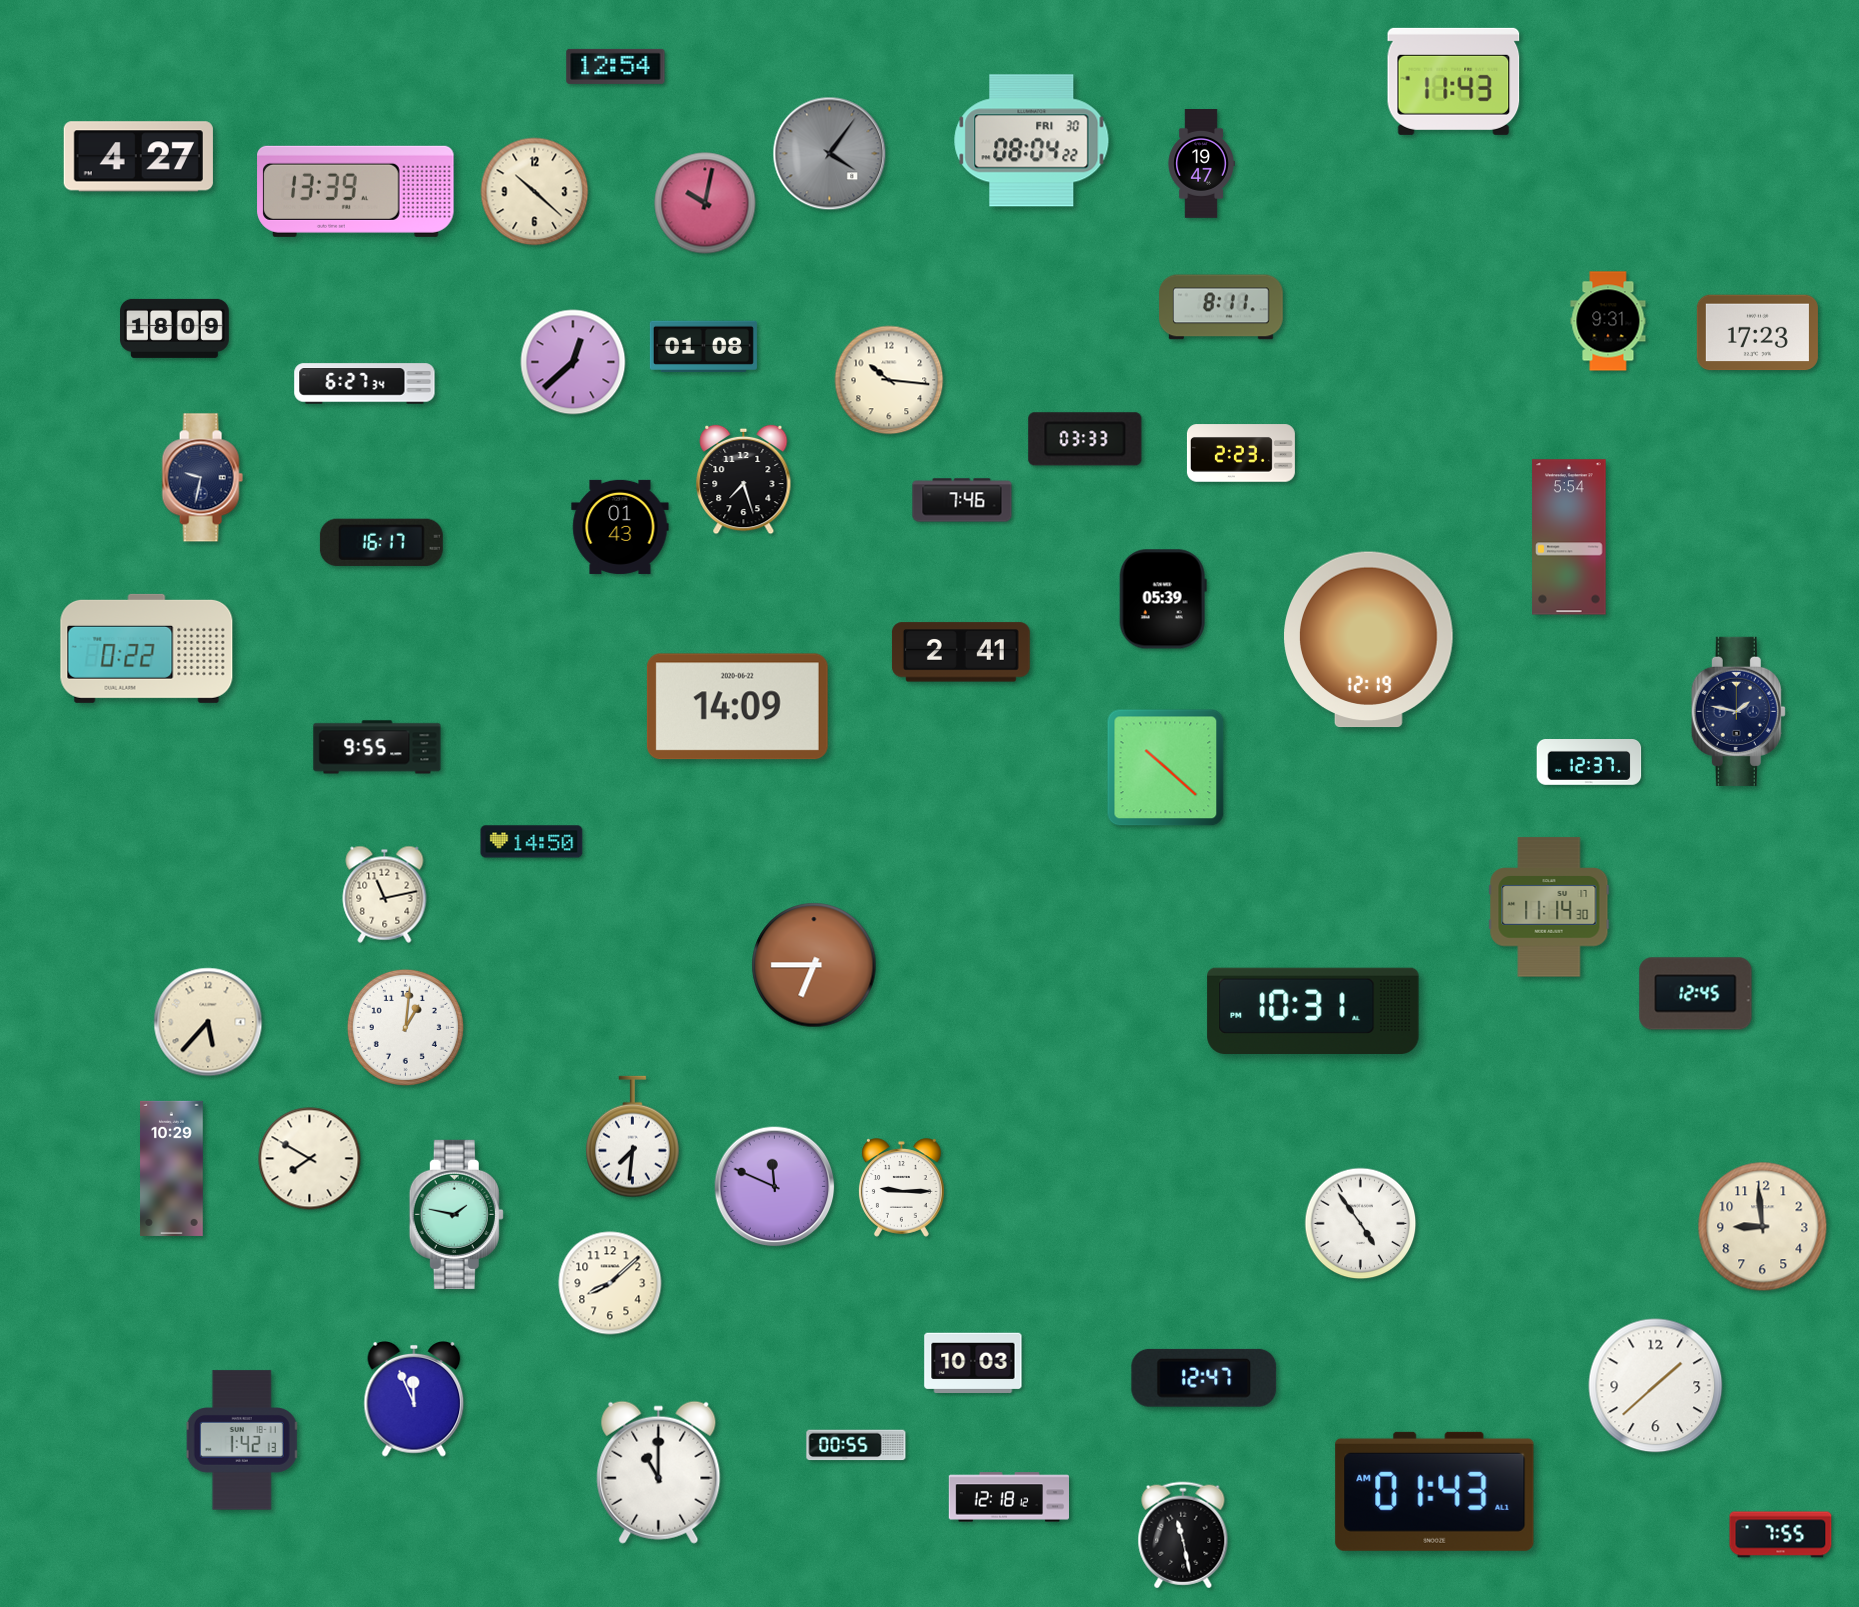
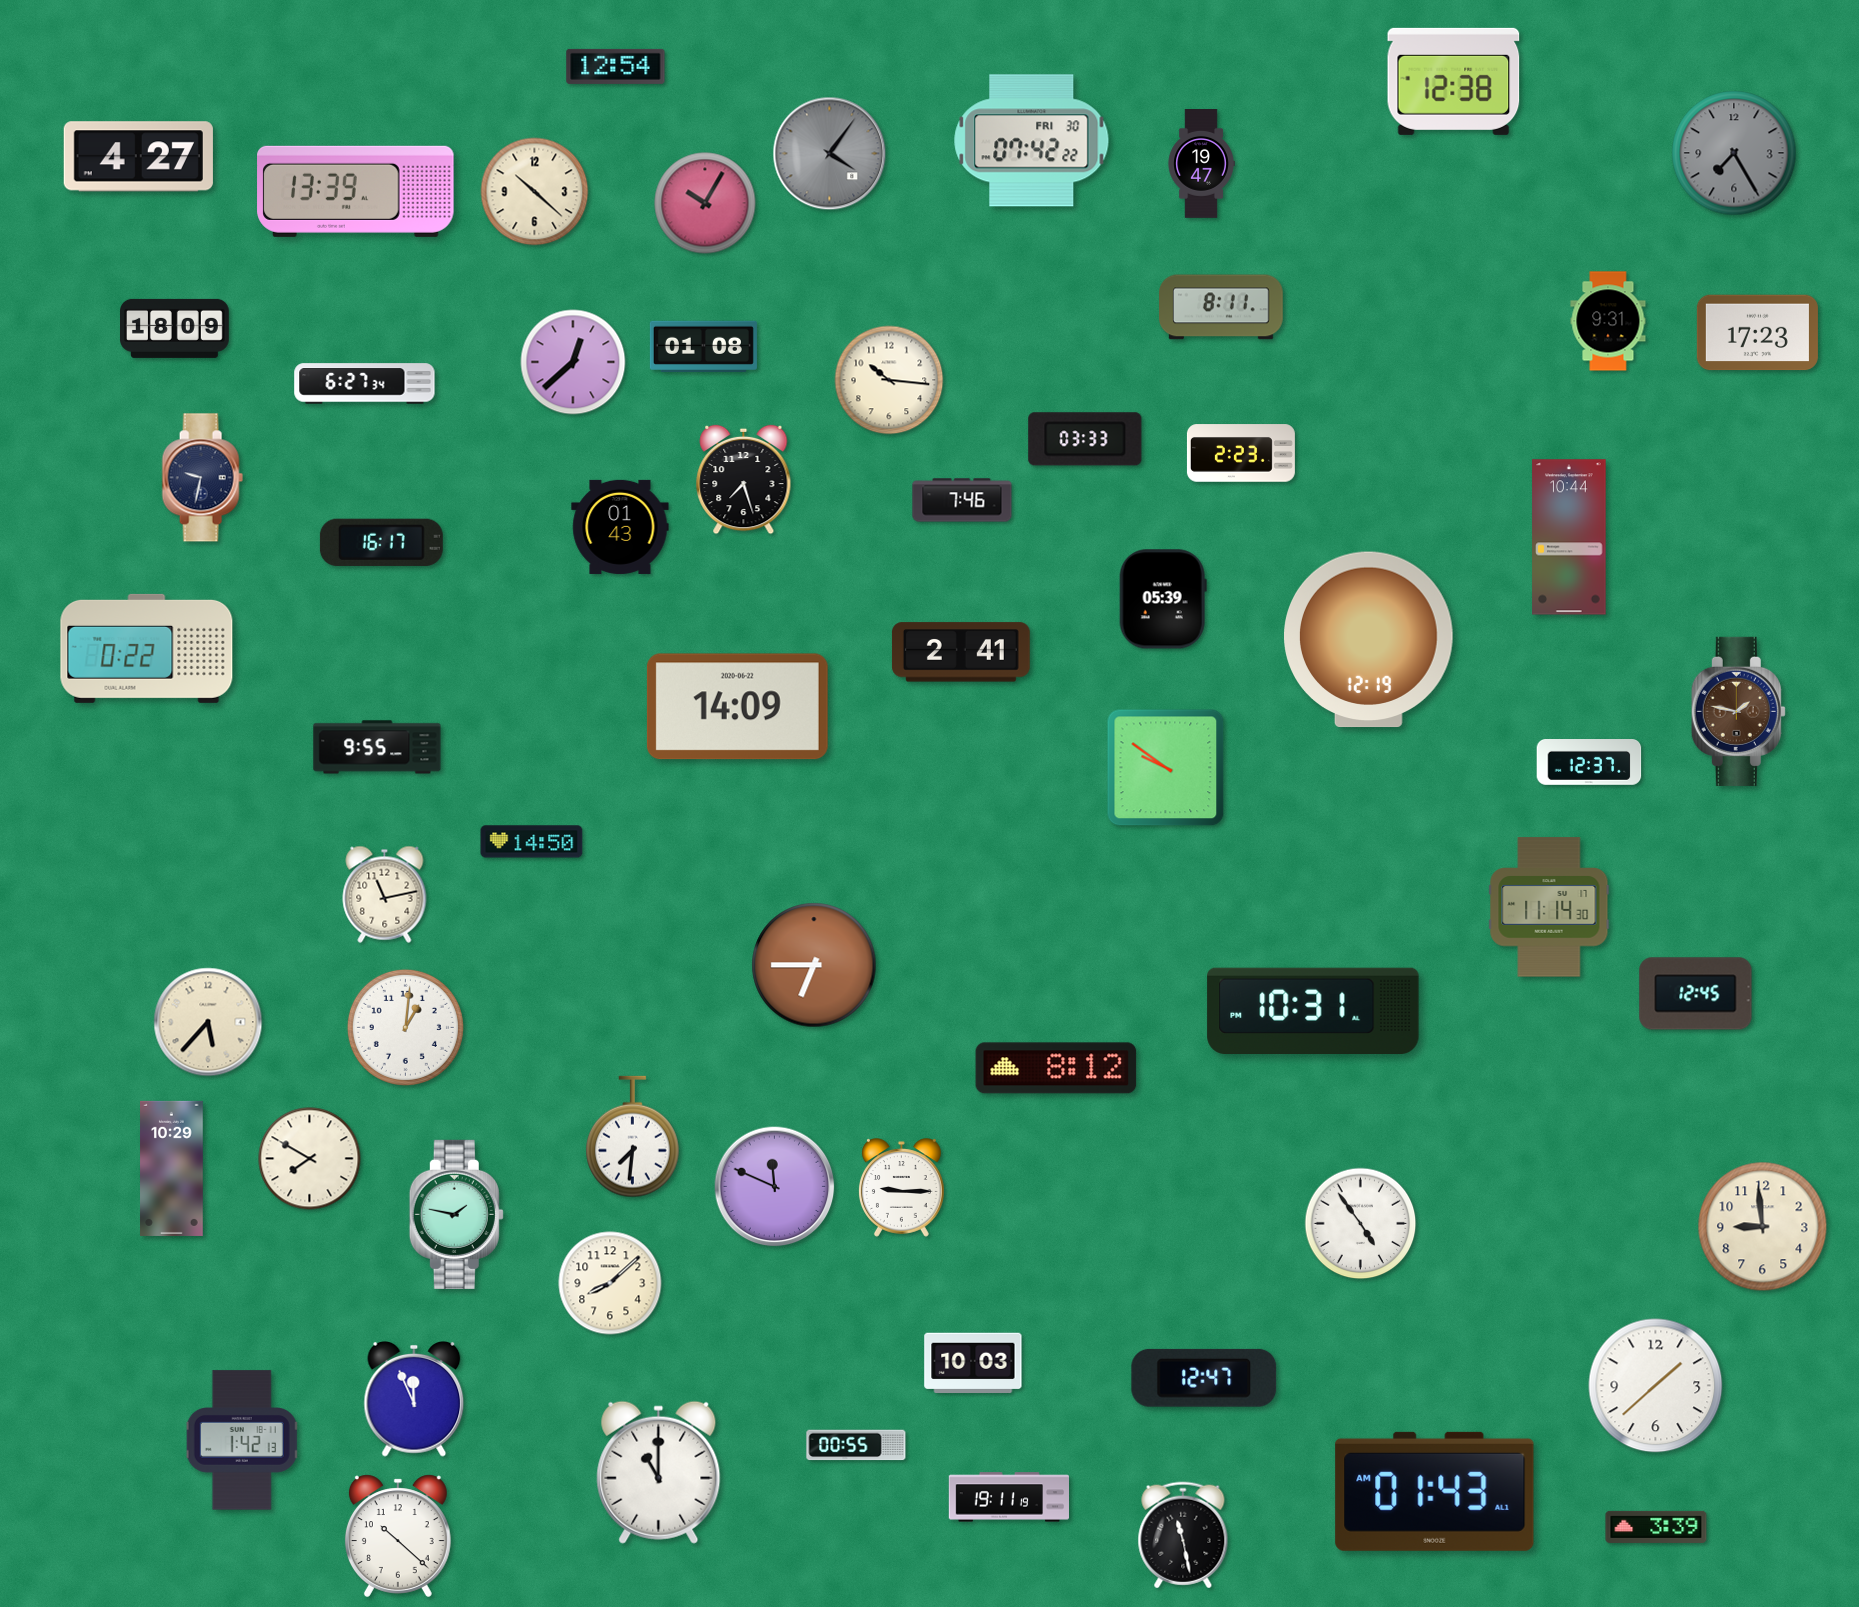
clock at (1454, 81): 11:43 -> 12:38
clock at (1032, 141): 08:04 -> 07:42
clock at (1734, 153): none -> 7:25
clock at (705, 203): 10:02 -> 10:05
clock at (1569, 537): 5:54 -> 10:44
clock at (1738, 711) dial: navy -> brown
clock at (1166, 768): 10:22 -> 9:51
clock at (1056, 1068): none -> 8:12
clock at (1008, 1497): 12:18 -> 19:11
clock at (1656, 1527): none -> 3:39
clock at (1781, 1535): 7:55 -> none
clock at (398, 1536): none -> 10:22
